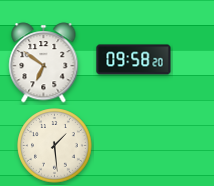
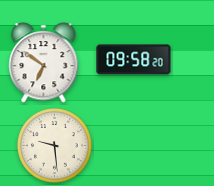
clock at (55, 146): 1:29 -> 9:29
